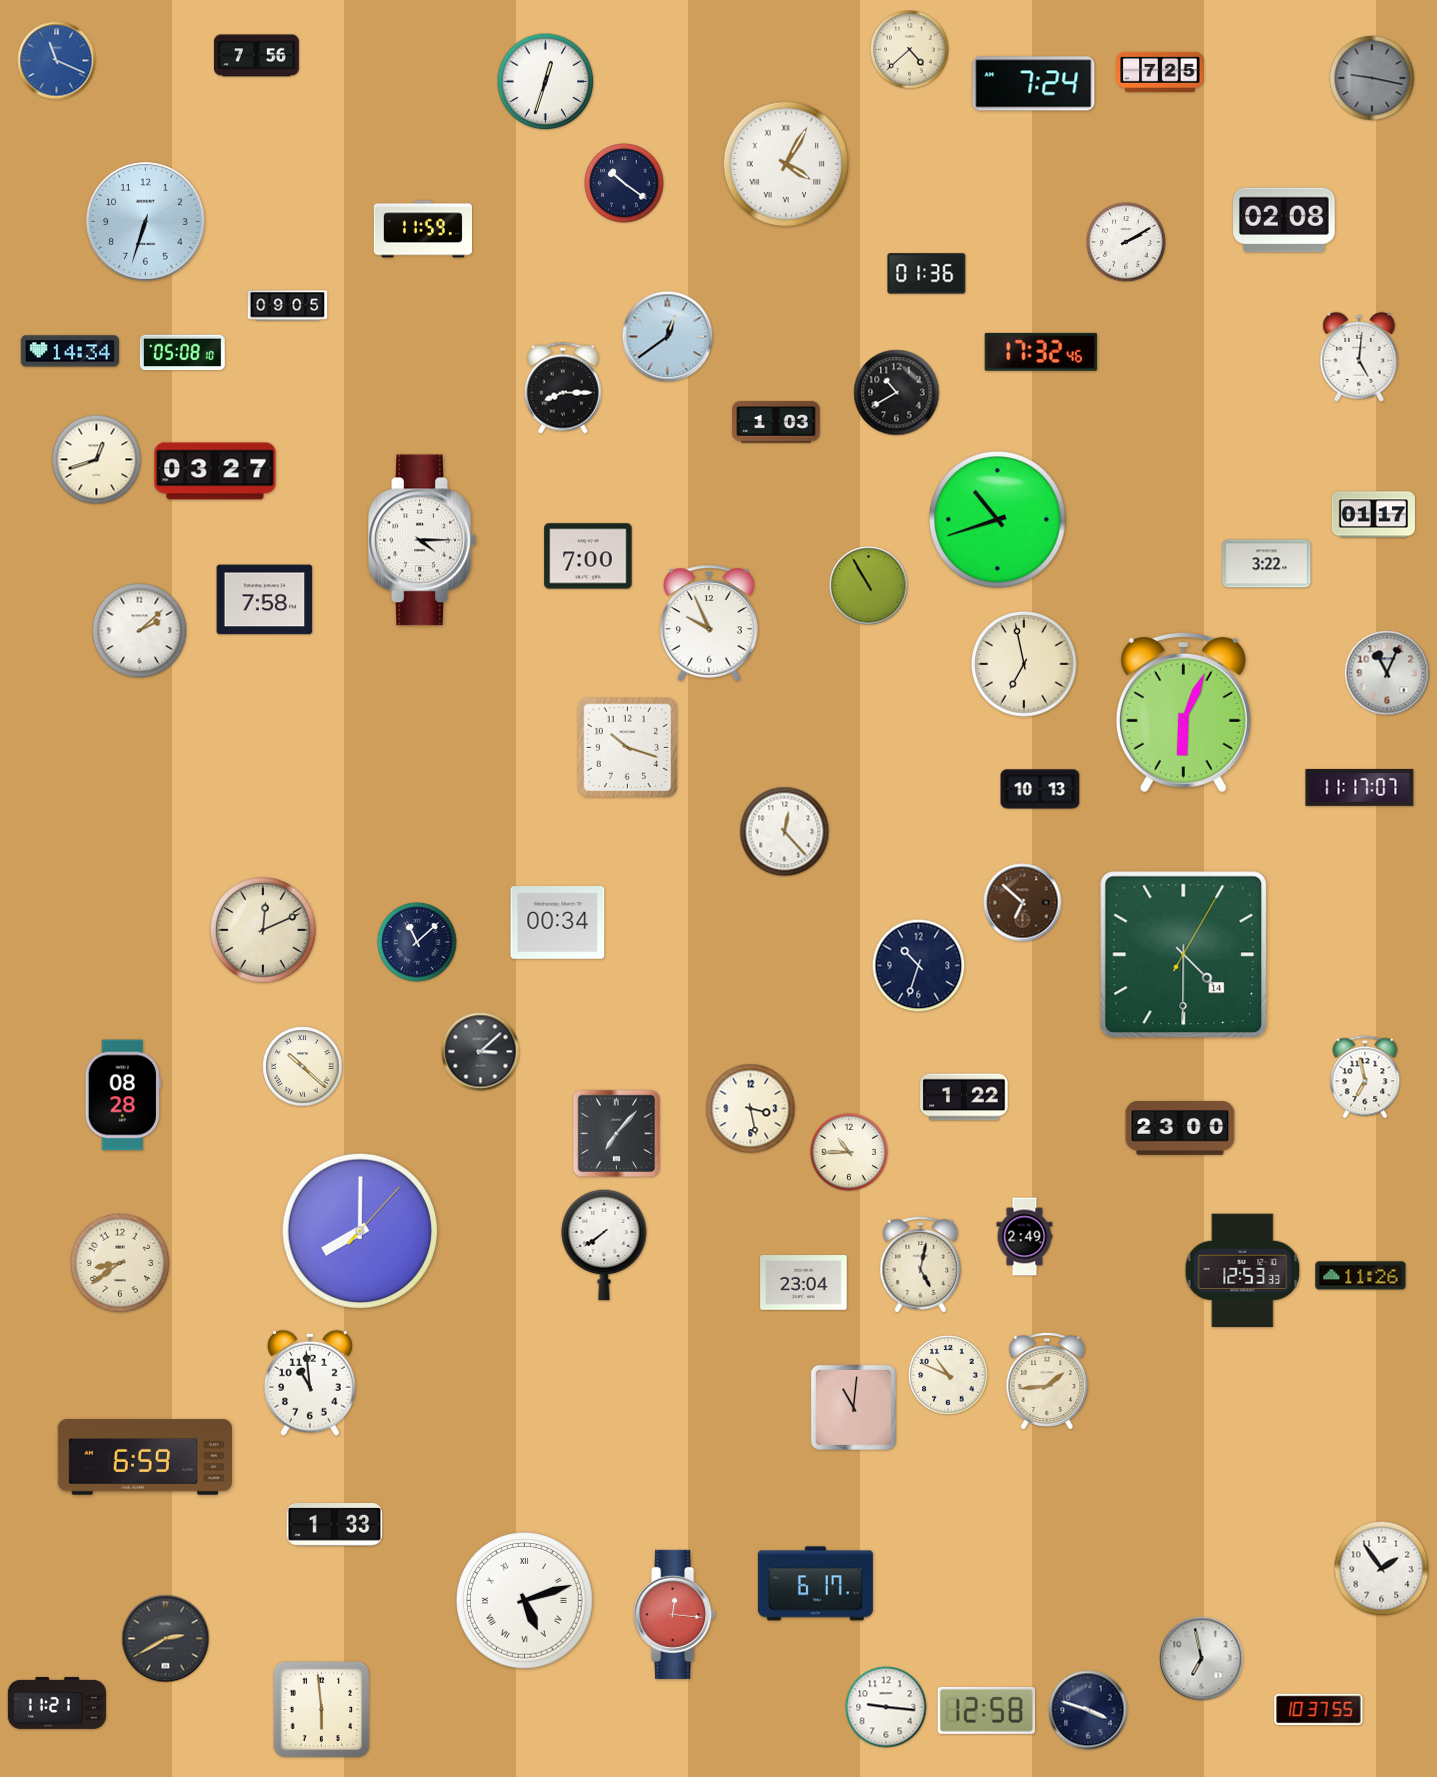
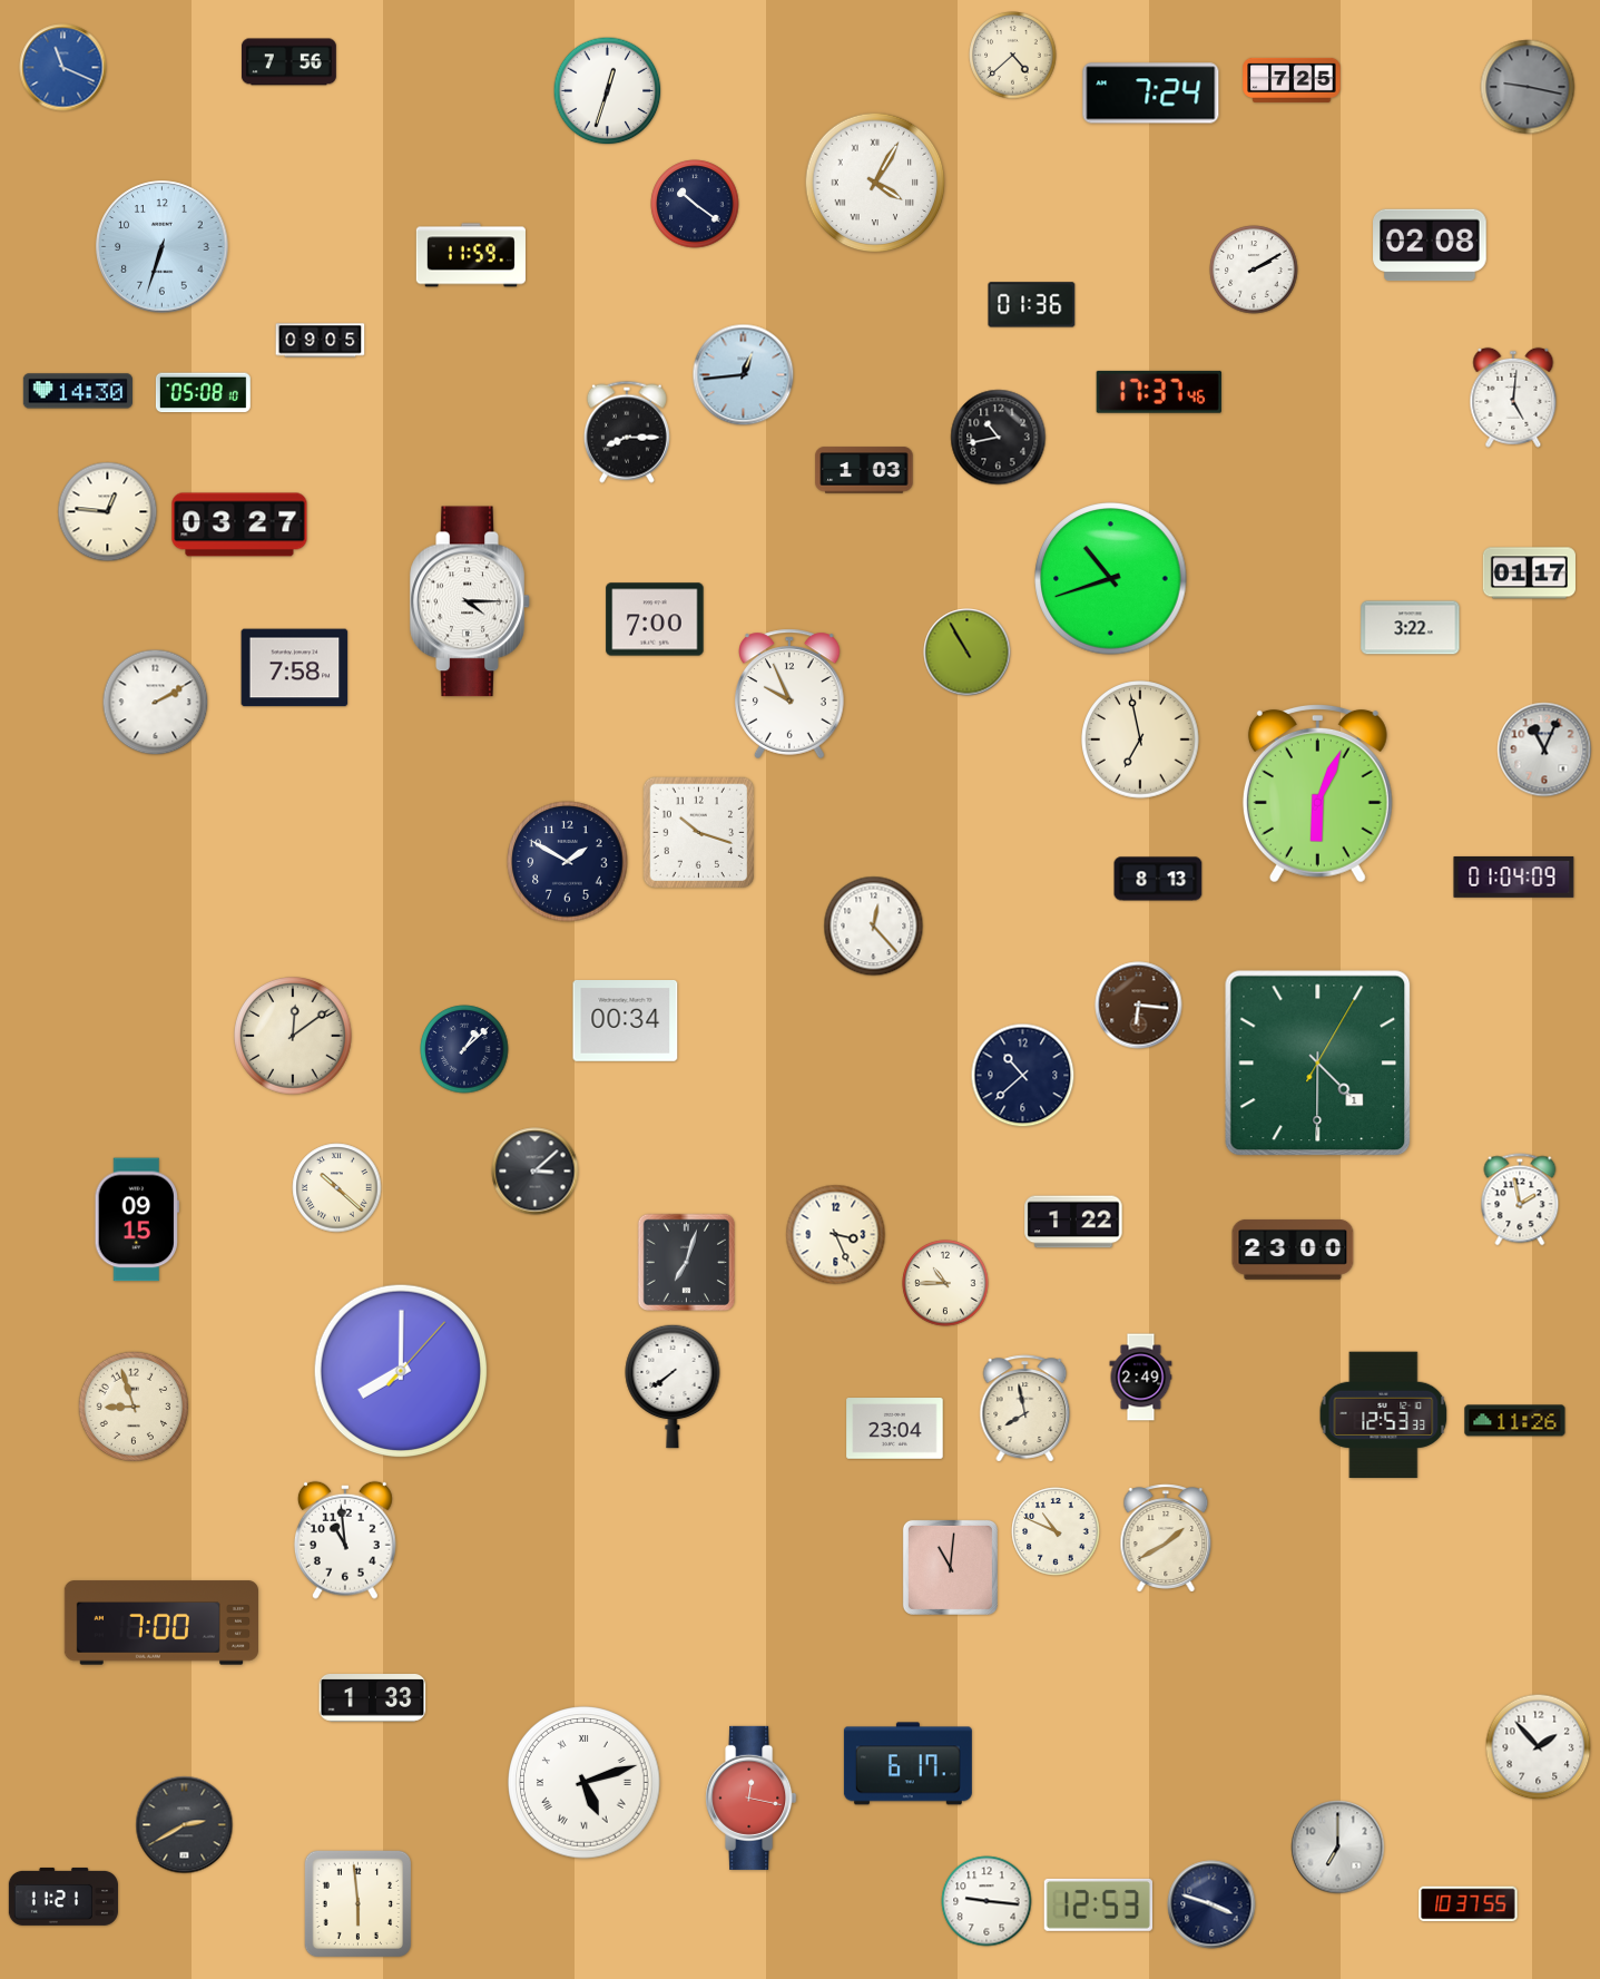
clock at (256, 56) position: (256, 56) -> (288, 62)
clock at (668, 337): 12:39 -> 12:44
clock at (70, 351): 14:34 -> 14:30
clock at (1041, 352): 17:32 -> 17:37
clock at (897, 393): 10:40 -> 10:43
clock at (97, 460): 12:42 -> 12:46
clock at (140, 631): 2:08 -> 2:10
clock at (568, 862): none -> 1:50
clock at (1360, 787): 11:17 -> 01:04
clock at (1040, 789): 10:13 -> 8:13
clock at (1023, 903): 6:52 -> 6:16
clock at (558, 923) position: (558, 923) -> (626, 1021)
clock at (264, 931): 12:11 -> 12:09
clock at (417, 942): 11:08 -> 1:08
clock at (1184, 955) date: 14 -> 1
clock at (919, 966): 10:33 -> 10:38
clock at (1365, 1077): 6:58 -> 1:58
clock at (123, 1095): 08:28 -> 09:15
clock at (751, 1109): 3:28 -> 3:26
clock at (1180, 1128) position: (1180, 1128) -> (1293, 1250)
clock at (617, 1134): 7:07 -> 7:03
clock at (120, 1263): 8:39 -> 8:57
clock at (921, 1265): 5:02 -> 7:58
clock at (1047, 1381): 1:44 -> 1:40
clock at (145, 1457): 6:59 -> 7:00
clock at (1382, 1569): 1:54 -> 1:53
clock at (675, 1614): 12:16 -> 12:17
clock at (1202, 1659): 6:58 -> 7:00
clock at (986, 1710): 12:58 -> 12:53
